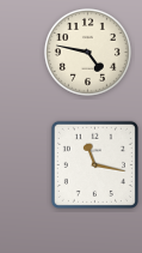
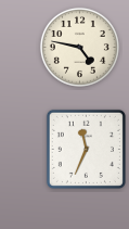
clock at (94, 164): 11:17 -> 11:34
